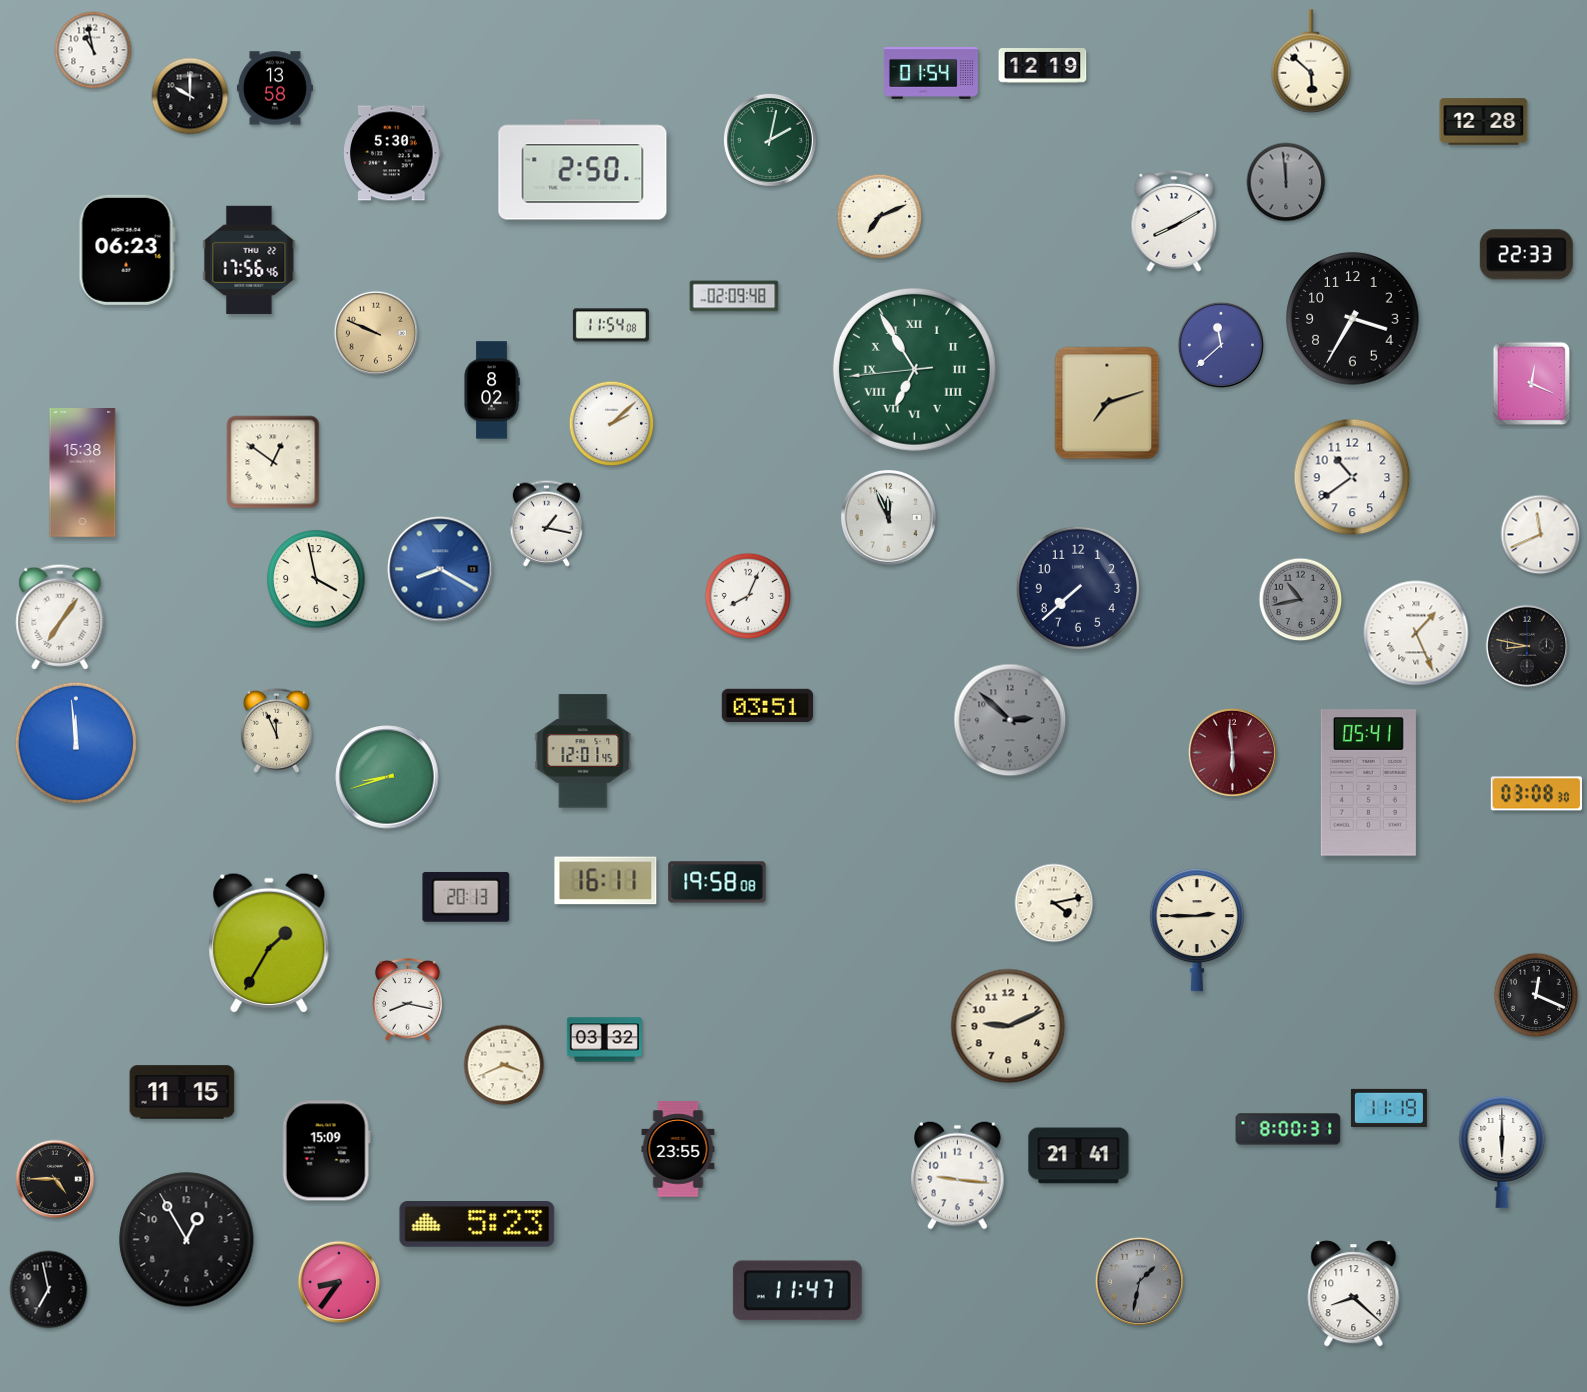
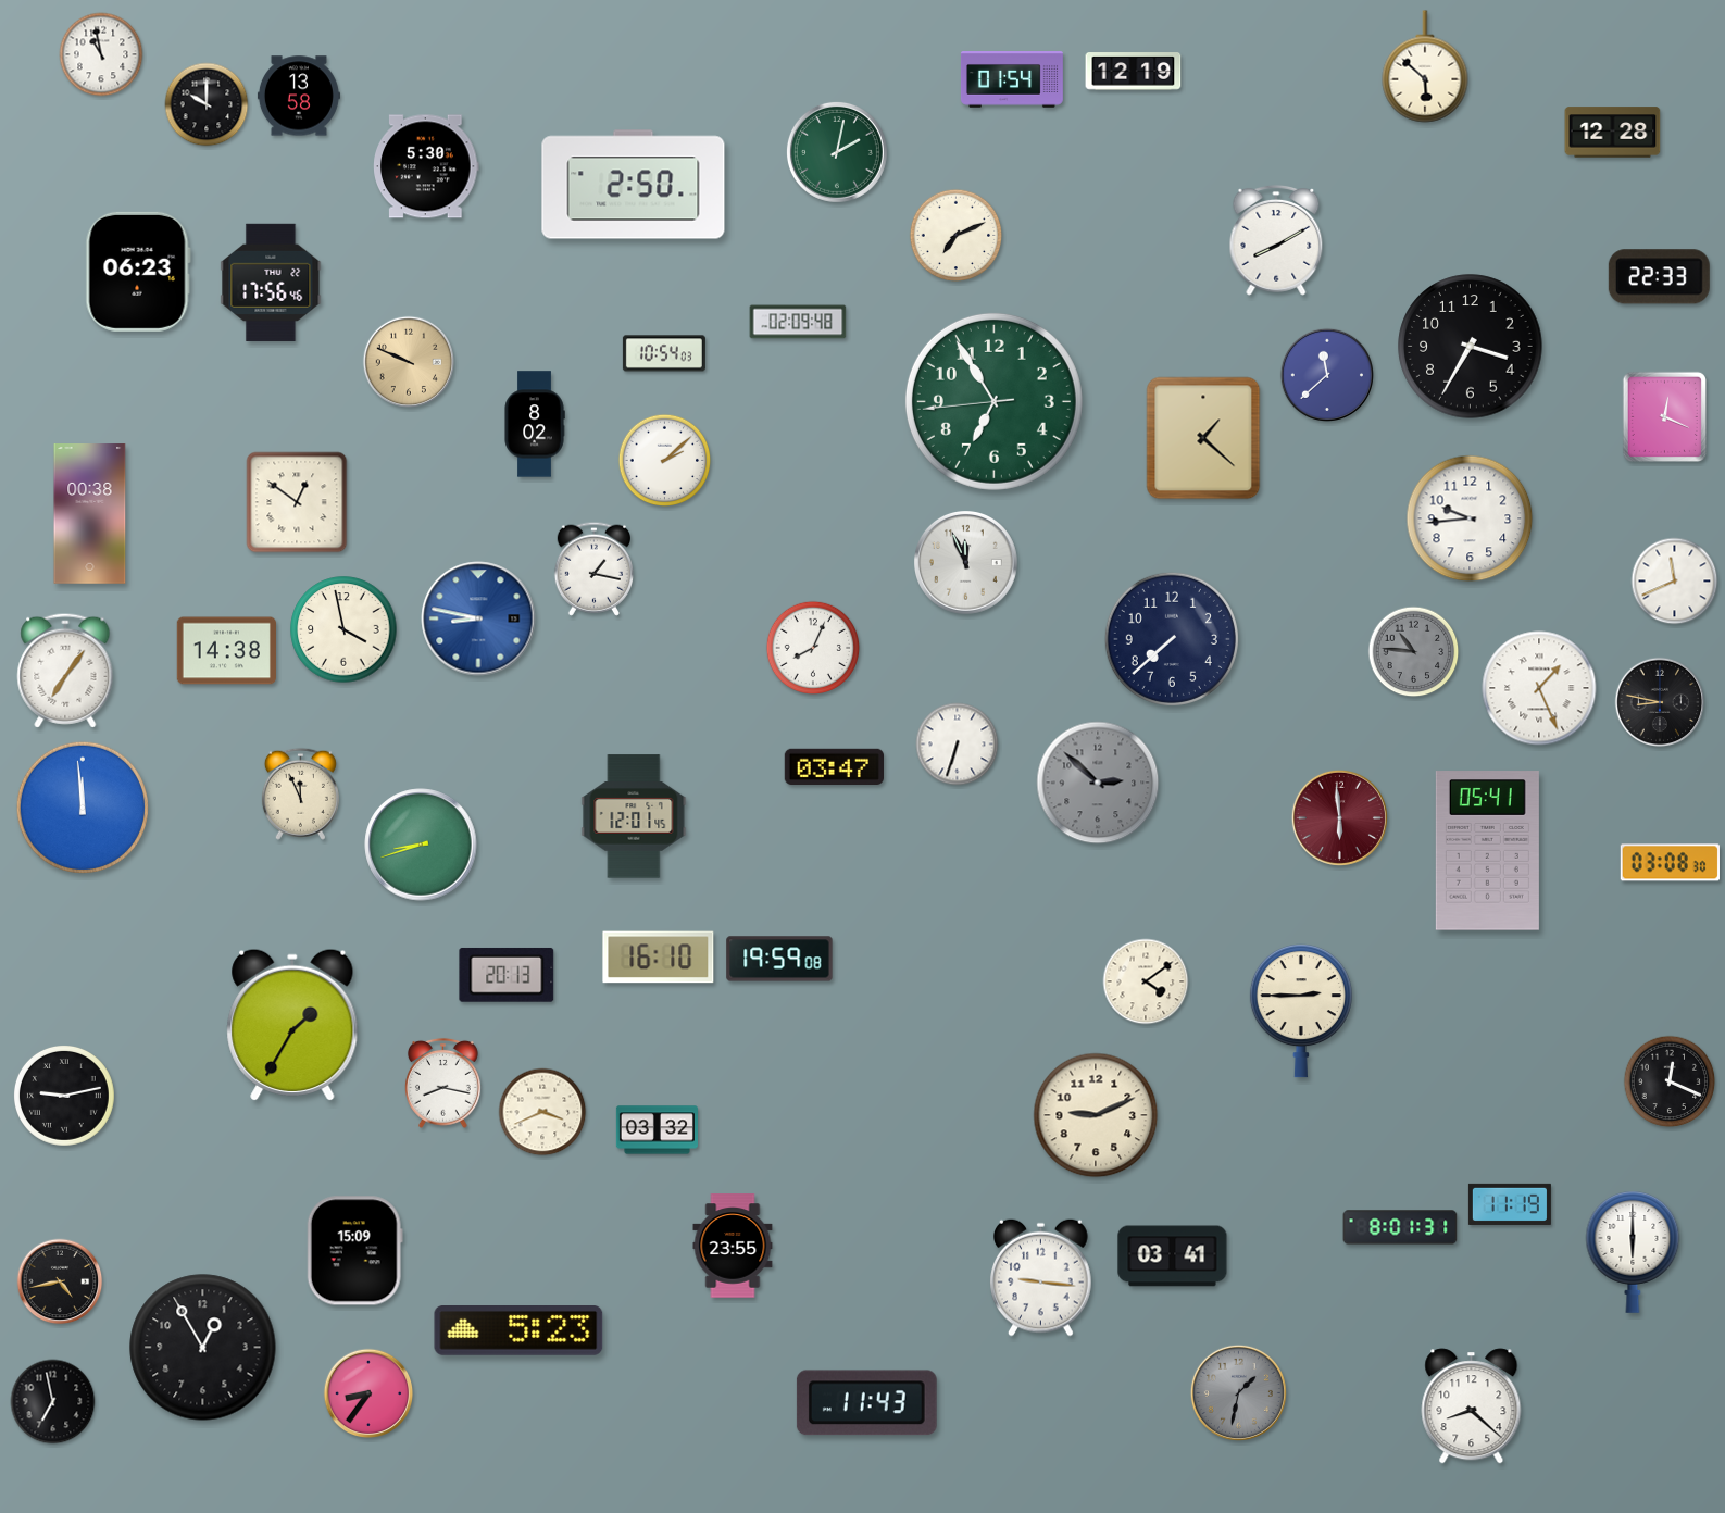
clock at (1286, 182): 11:59 -> none
clock at (611, 325): 11:54 -> 10:54
clock at (914, 369) numerals: Roman -> Arabic
clock at (1107, 403): 7:12 -> 1:22
clock at (83, 473): 15:38 -> 00:38
clock at (1352, 477): 10:39 -> 9:44
clock at (440, 569): 8:20 -> 8:47
clock at (226, 651): none -> 14:38
clock at (1301, 600): 10:43 -> 10:46
clock at (958, 745): none -> 6:33
clock at (767, 706): 03:51 -> 03:47
clock at (606, 881): 16:11 -> 16:10
clock at (717, 882): 19:58 -> 19:59
clock at (1054, 903): 4:13 -> 4:09
clock at (407, 999) position: (407, 999) -> (442, 1083)
clock at (65, 1097): none -> 9:13
clock at (504, 1065) position: (504, 1065) -> (542, 1112)
clock at (182, 1092): 11:15 -> none
clock at (1288, 1129): 8:00 -> 8:01
clock at (678, 1149) position: (678, 1149) -> (733, 1246)
clock at (1079, 1156): 21:41 -> 03:41
clock at (55, 1179): 4:45 -> 4:43
clock at (797, 1291): 11:47 -> 11:43
